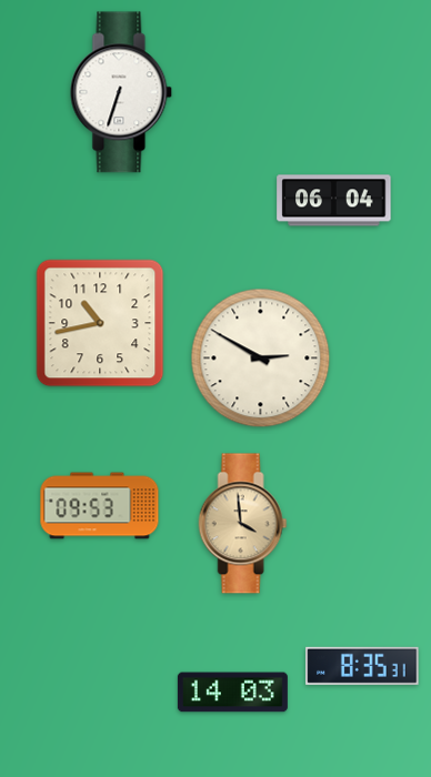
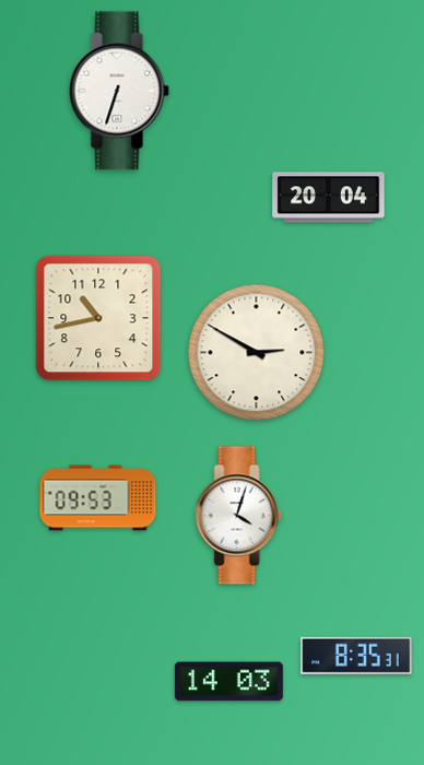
clock at (334, 201): 06:04 -> 20:04
clock at (243, 524): 3:59 -> 4:03
clock at (243, 524) dial: champagne -> white
